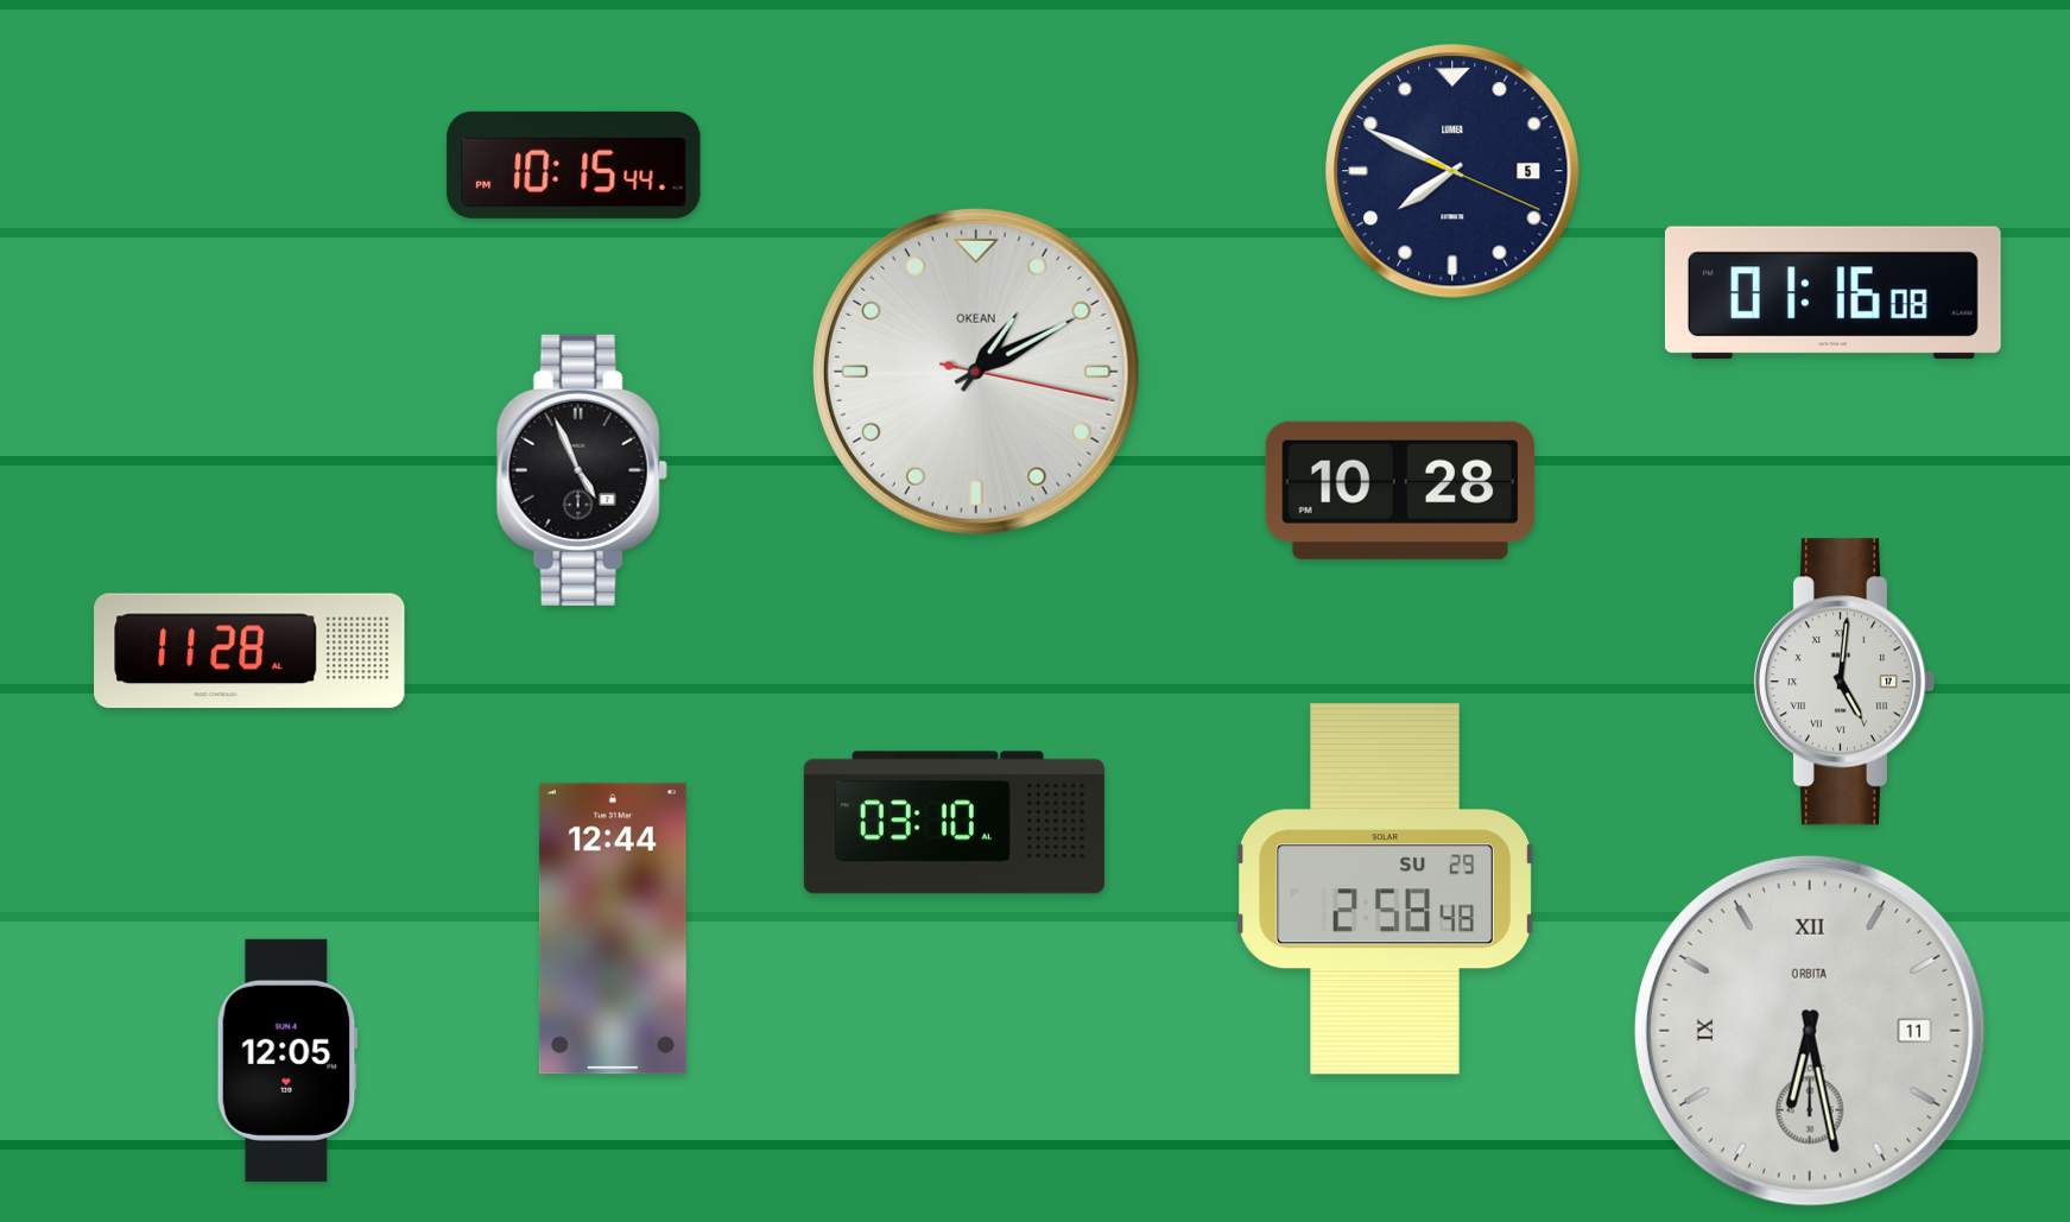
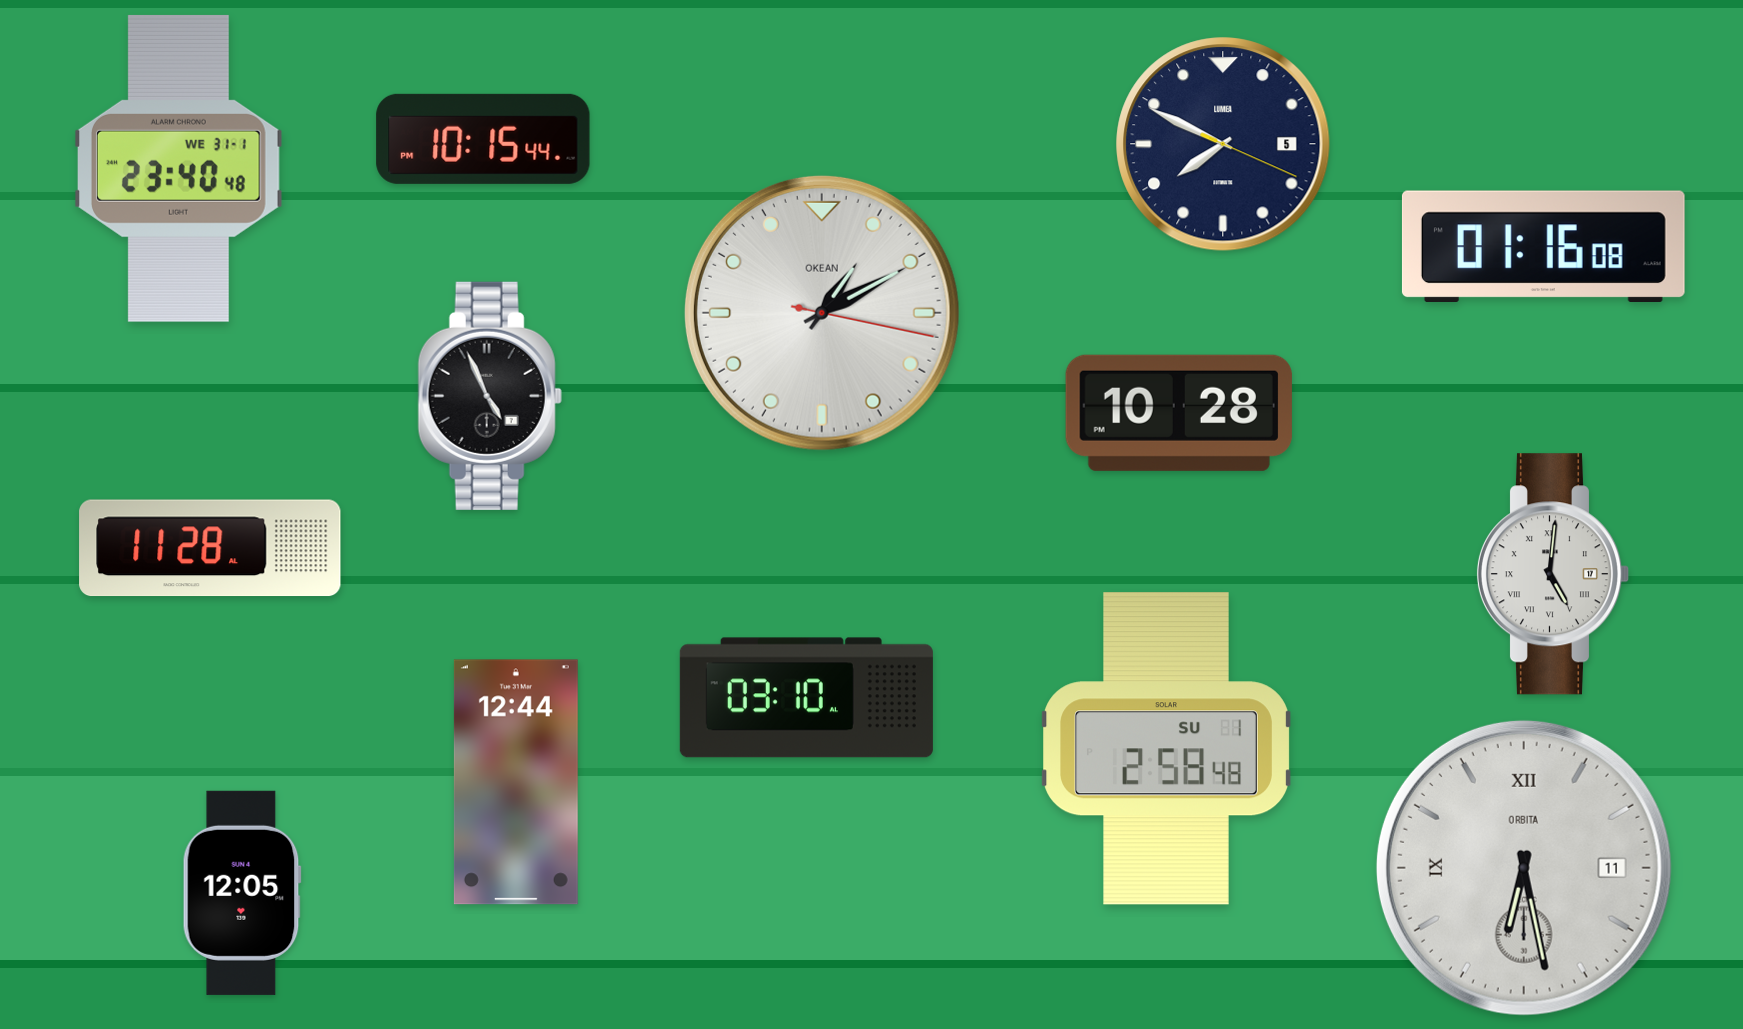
clock at (178, 168): none -> 23:40
clock at (954, 823) position: (954, 823) -> (806, 698)
clock at (1385, 889) date: SU 29 -> SU 1
